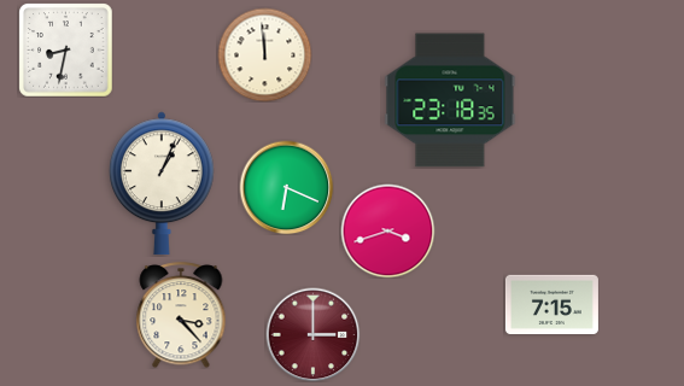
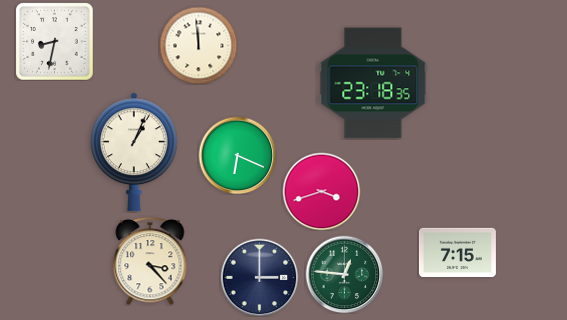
clock at (264, 54) position: (264, 54) -> (198, 45)
clock at (344, 274): none -> 12:46
clock at (312, 334) dial: burgundy -> navy
